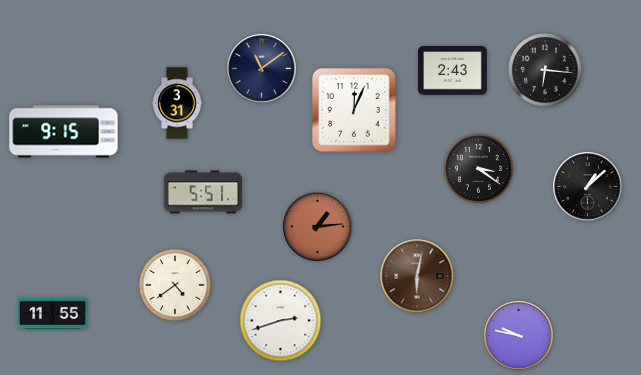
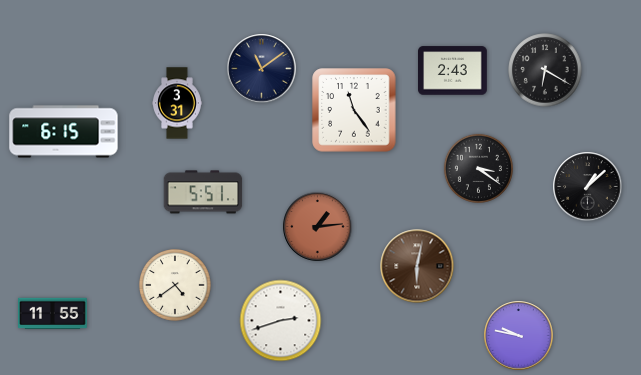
clock at (545, 70): 6:16 -> 6:20
clock at (354, 110): 12:04 -> 11:24
clock at (64, 132): 9:15 -> 6:15
clock at (417, 276) position: (417, 276) -> (417, 266)
